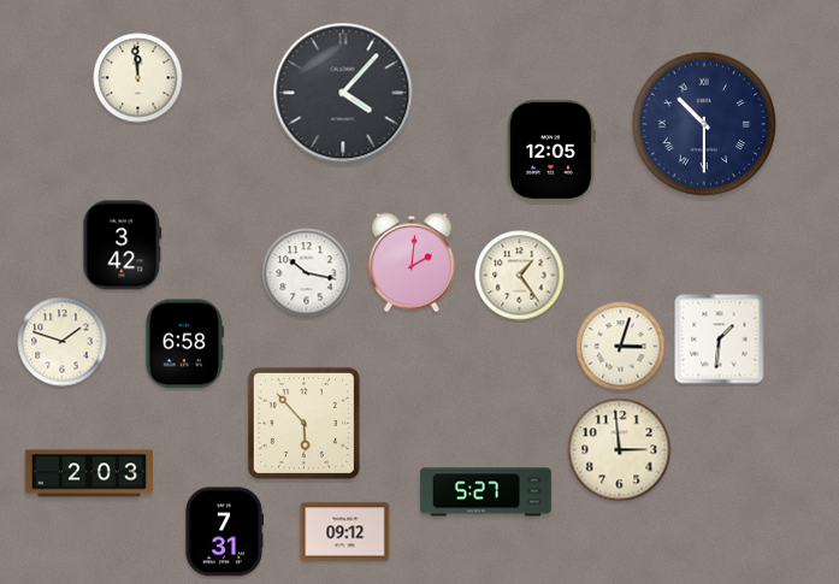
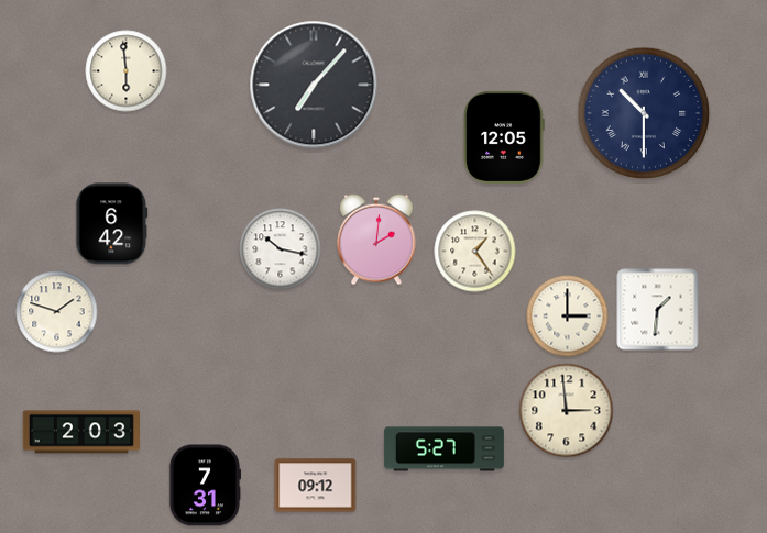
clock at (138, 78): 11:59 -> 5:59
clock at (343, 93): 4:07 -> 7:07
clock at (123, 246): 3:42 -> 6:42
clock at (184, 344): 6:58 -> none
clock at (621, 347): 3:03 -> 3:00
clock at (303, 423): 5:53 -> none
